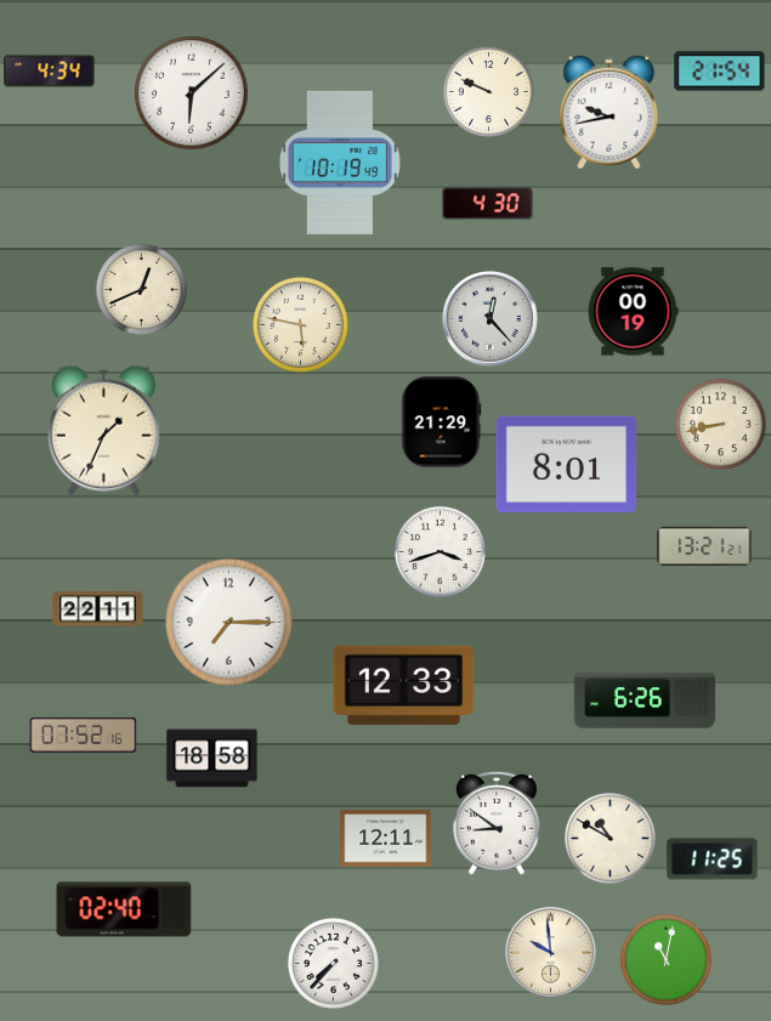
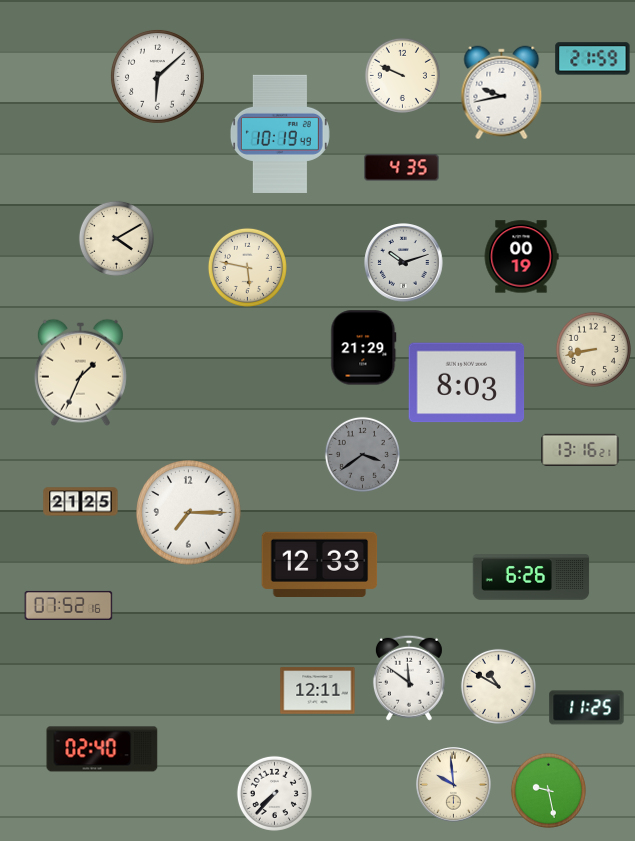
clock at (50, 72): 4:34 -> none
clock at (720, 72): 21:54 -> 21:59
clock at (488, 204): 4:30 -> 4:35
clock at (141, 289): 12:41 -> 4:10
clock at (491, 319): 12:23 -> 10:12
clock at (103, 430) position: (103, 430) -> (80, 372)
clock at (567, 465): 8:01 -> 8:03
clock at (704, 546): 13:21 -> 13:16
clock at (440, 551): 3:42 -> 3:39
clock at (440, 551) dial: white -> grey
clock at (98, 609): 22:11 -> 21:25
clock at (404, 685) position: (404, 685) -> (320, 564)
clock at (212, 759): 18:58 -> none
clock at (497, 823): 8:51 -> 11:51
clock at (610, 838) position: (610, 838) -> (498, 686)
clock at (665, 959): 11:02 -> 9:28
